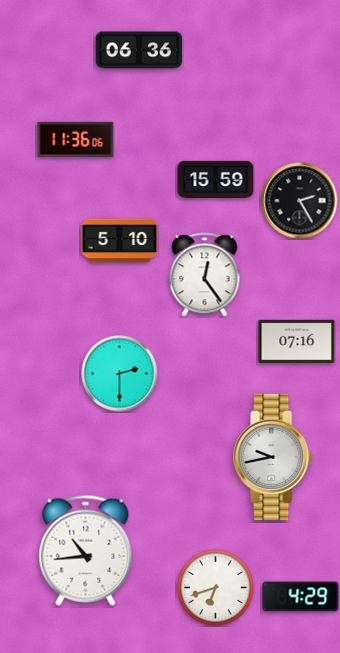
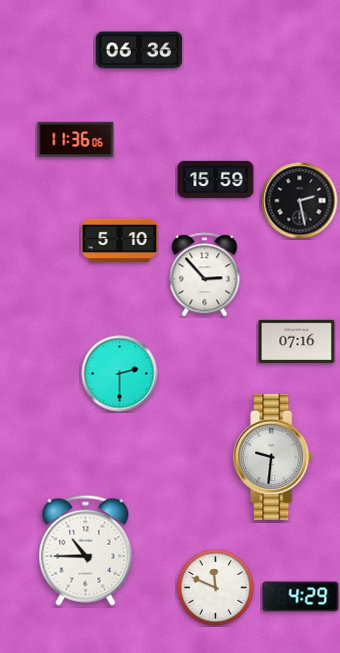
clock at (300, 201): 2:25 -> 2:28
clock at (205, 275): 12:24 -> 2:53
clock at (274, 457): 9:43 -> 9:31
clock at (86, 550): 10:44 -> 10:45
clock at (216, 588): 6:42 -> 11:49
